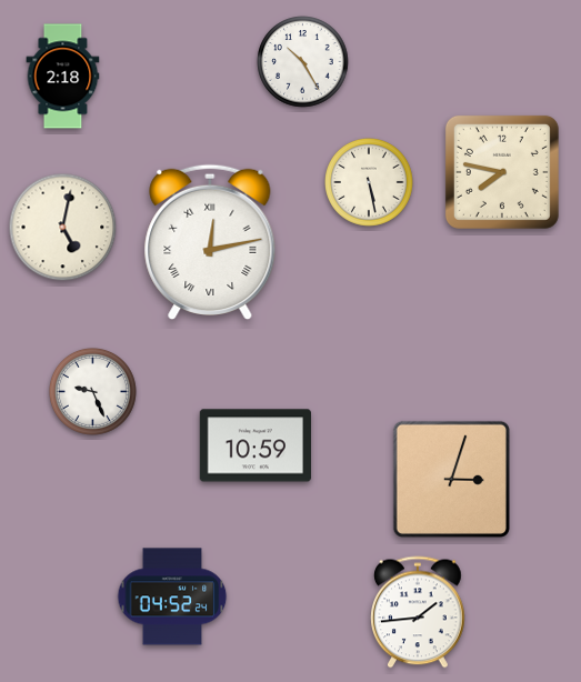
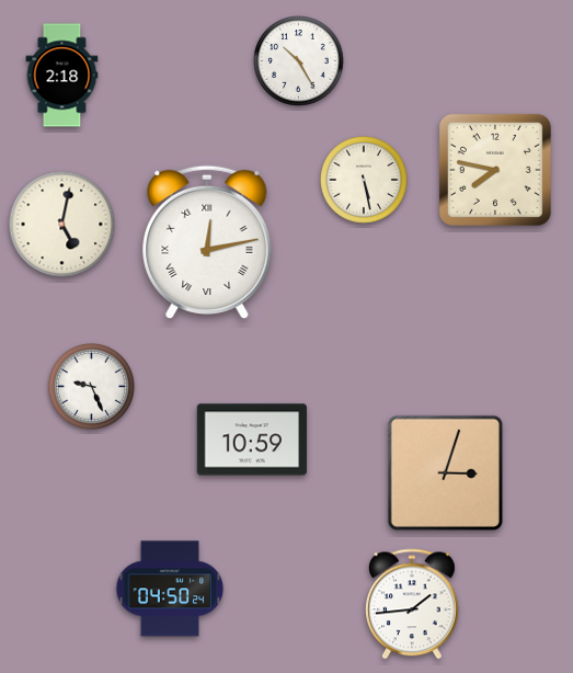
clock at (210, 241) position: (210, 241) -> (207, 241)
clock at (172, 596): 04:52 -> 04:50
